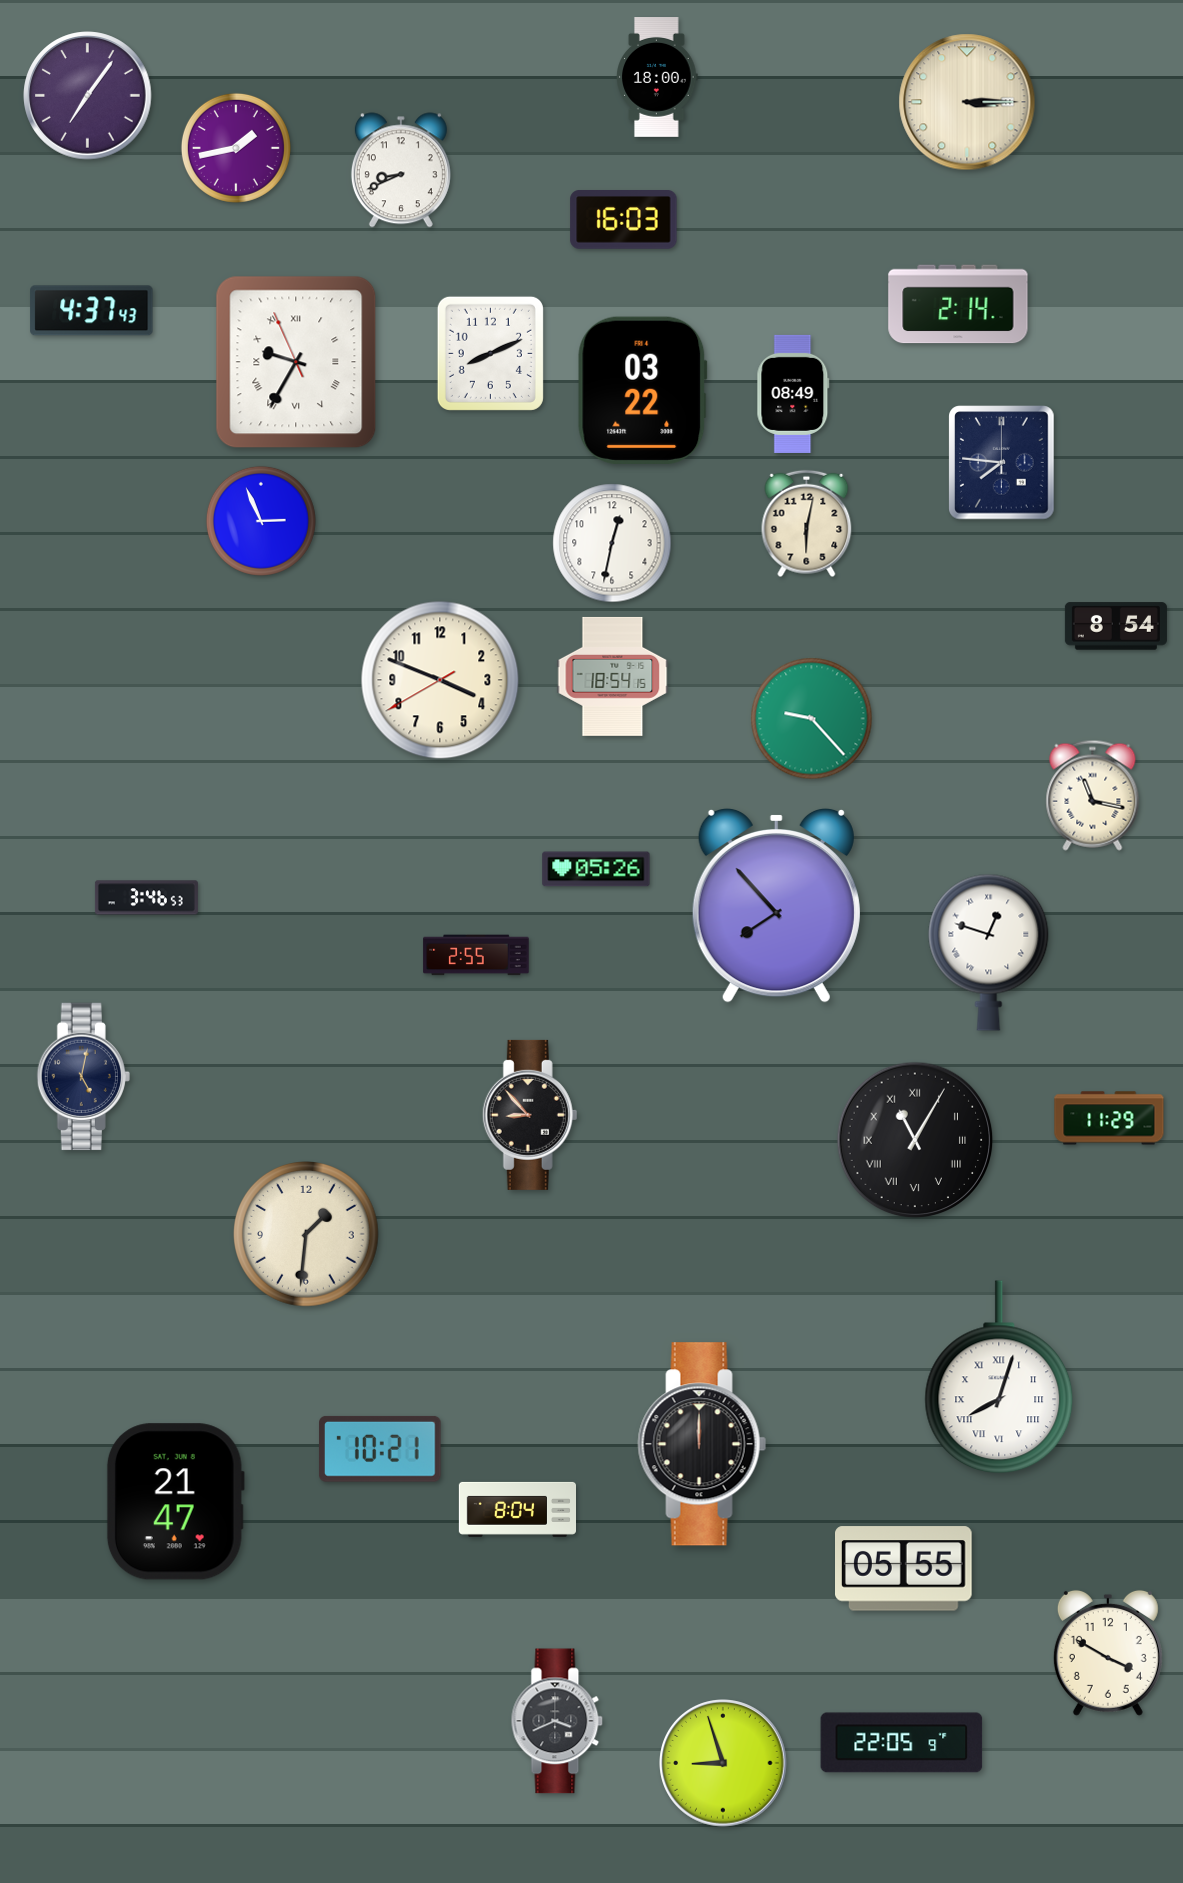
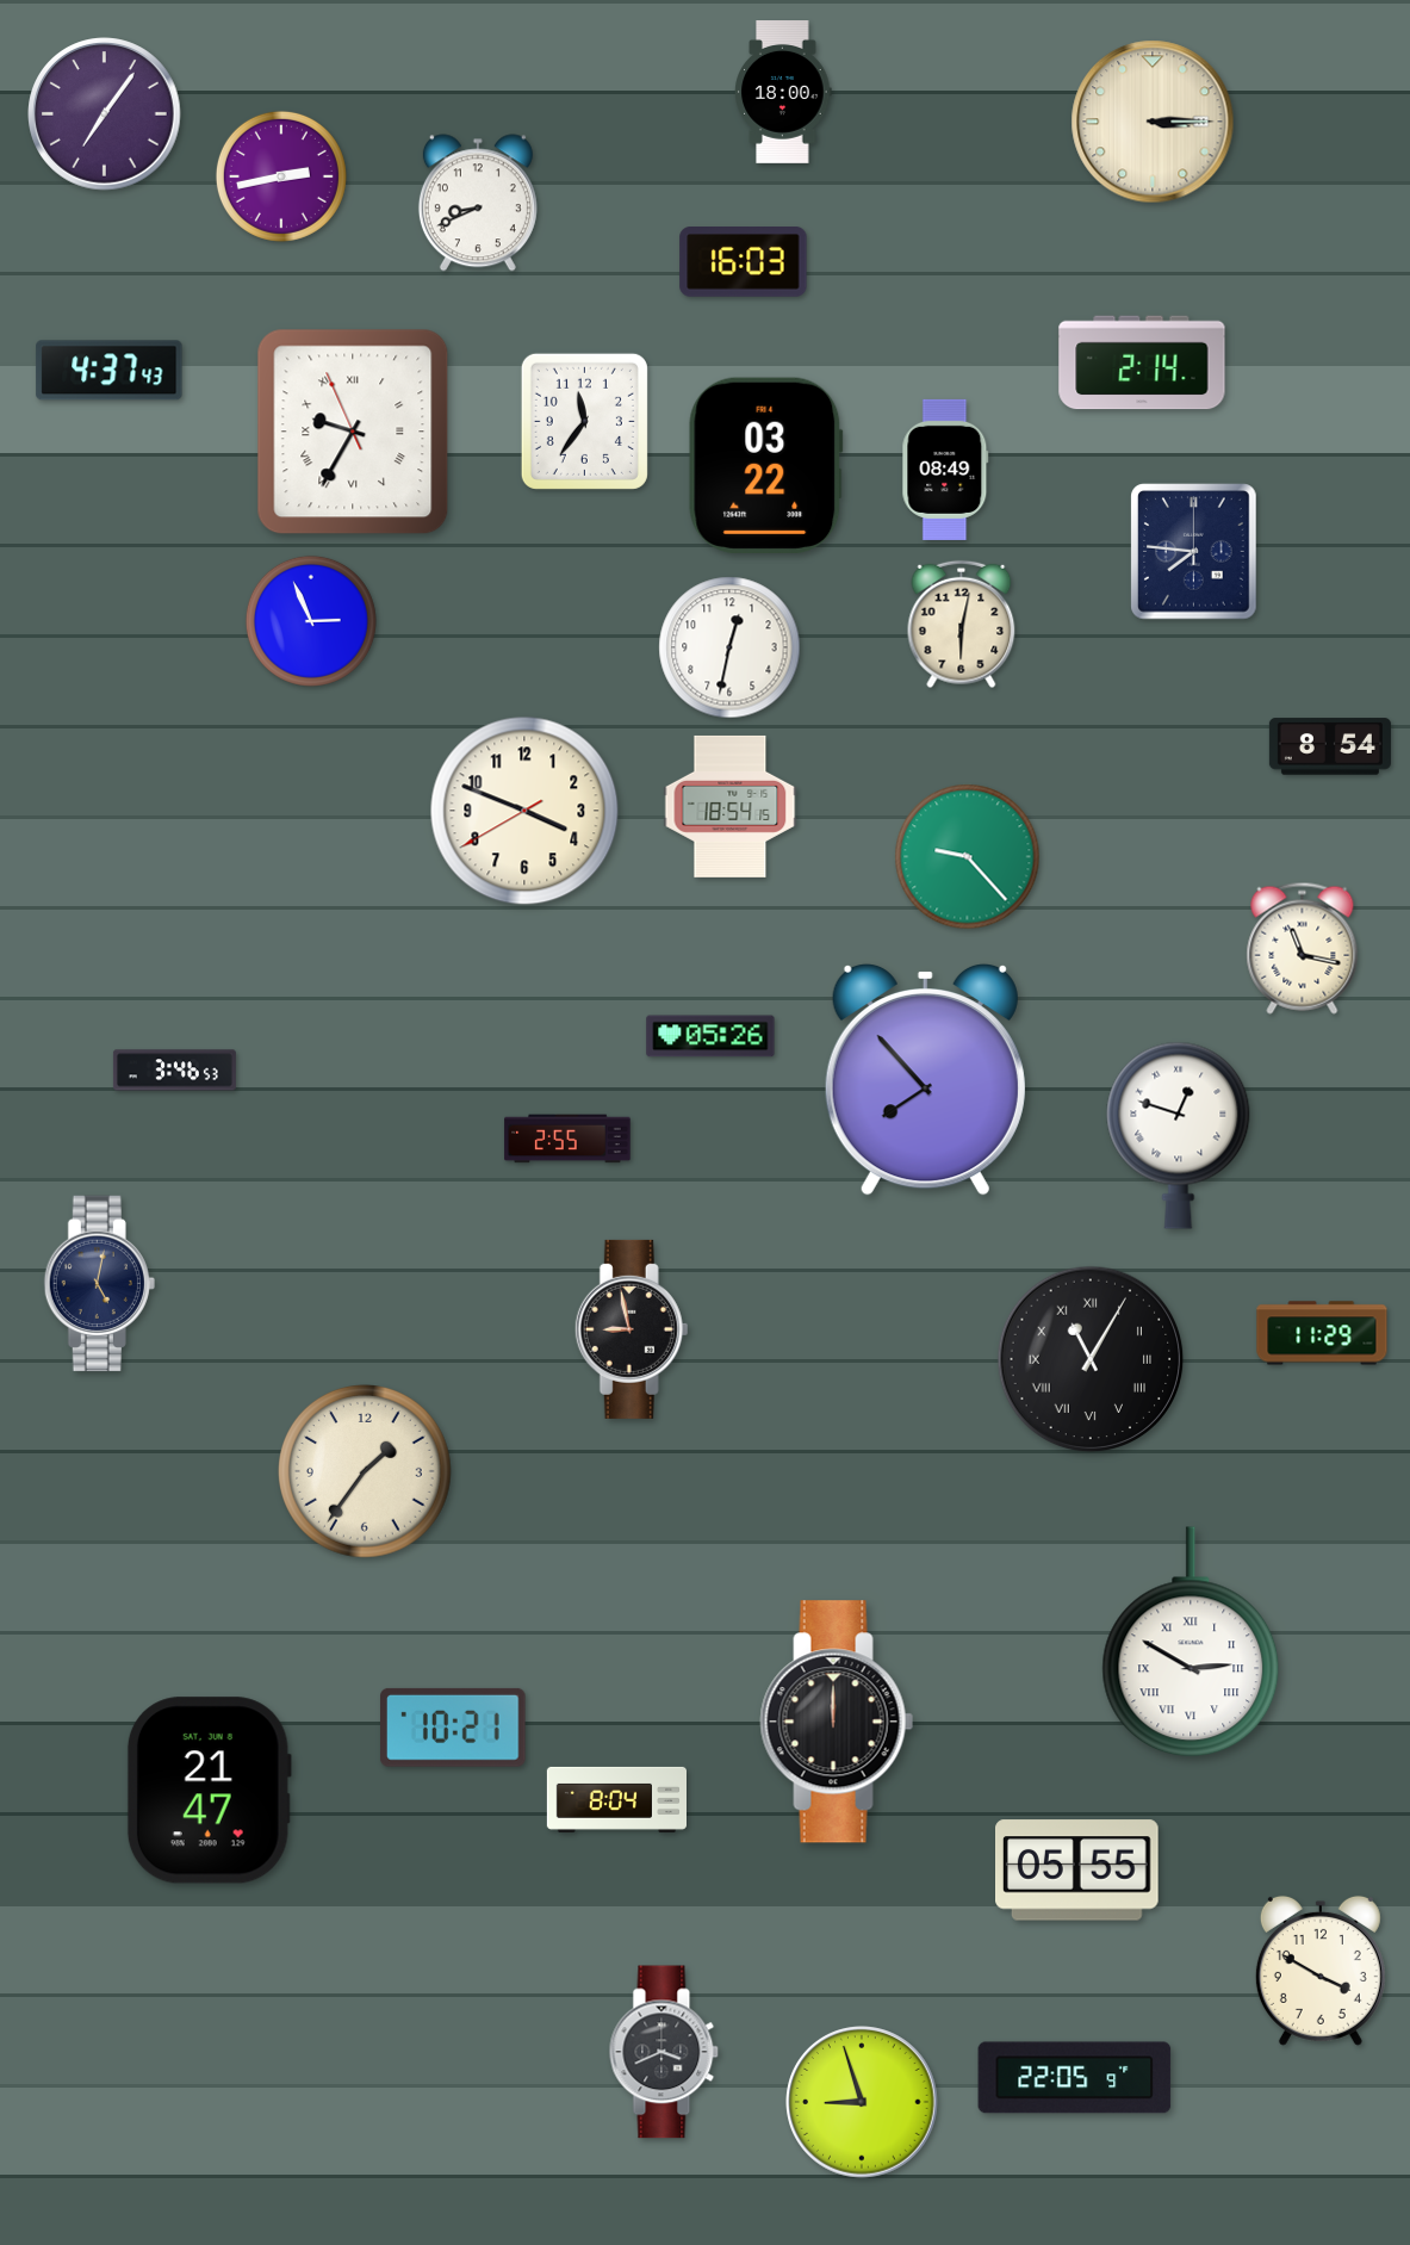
clock at (236, 148): 1:43 -> 2:43
clock at (490, 353): 8:11 -> 11:36
clock at (530, 1115): 8:53 -> 8:58
clock at (307, 1235): 1:31 -> 1:36
clock at (999, 1377): 8:03 -> 2:50
